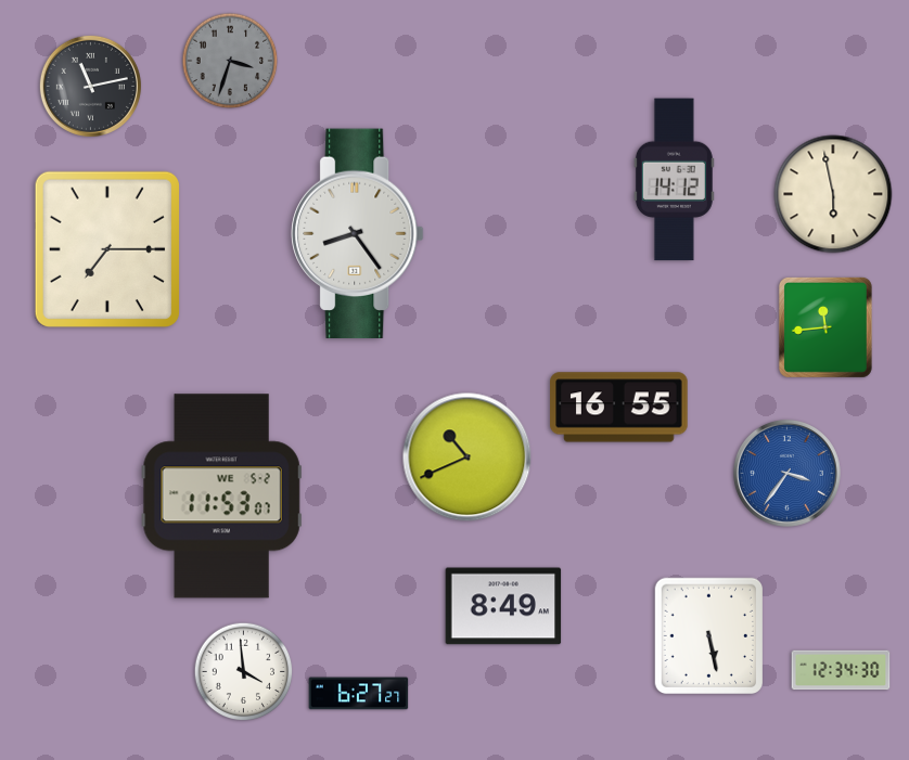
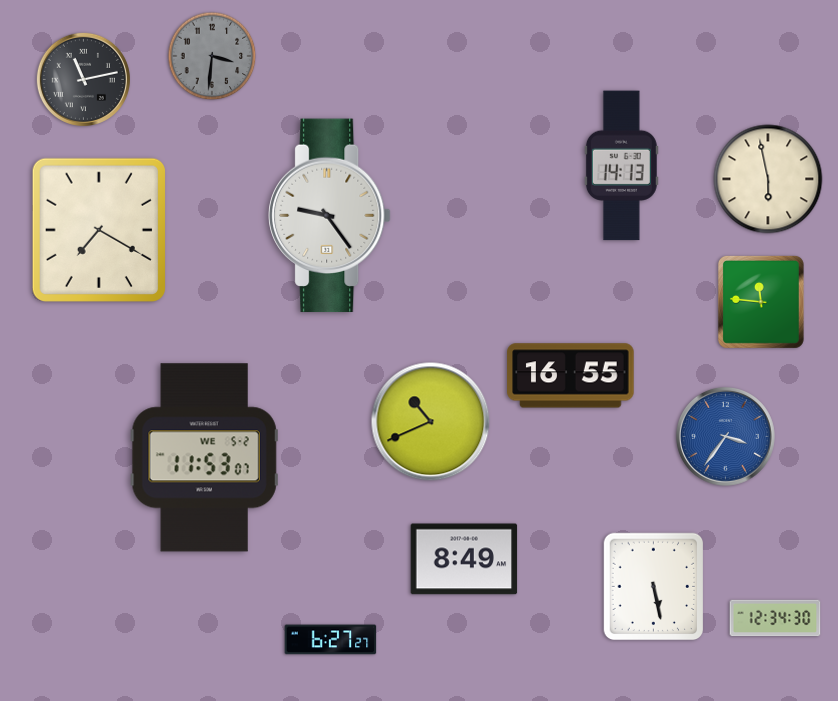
clock at (230, 61): 3:33 -> 3:31
clock at (674, 180): 14:12 -> 14:13
clock at (358, 234): 8:24 -> 9:24
clock at (107, 248): 7:15 -> 7:20
clock at (825, 327): 11:44 -> 11:46
clock at (244, 672): 3:59 -> none
